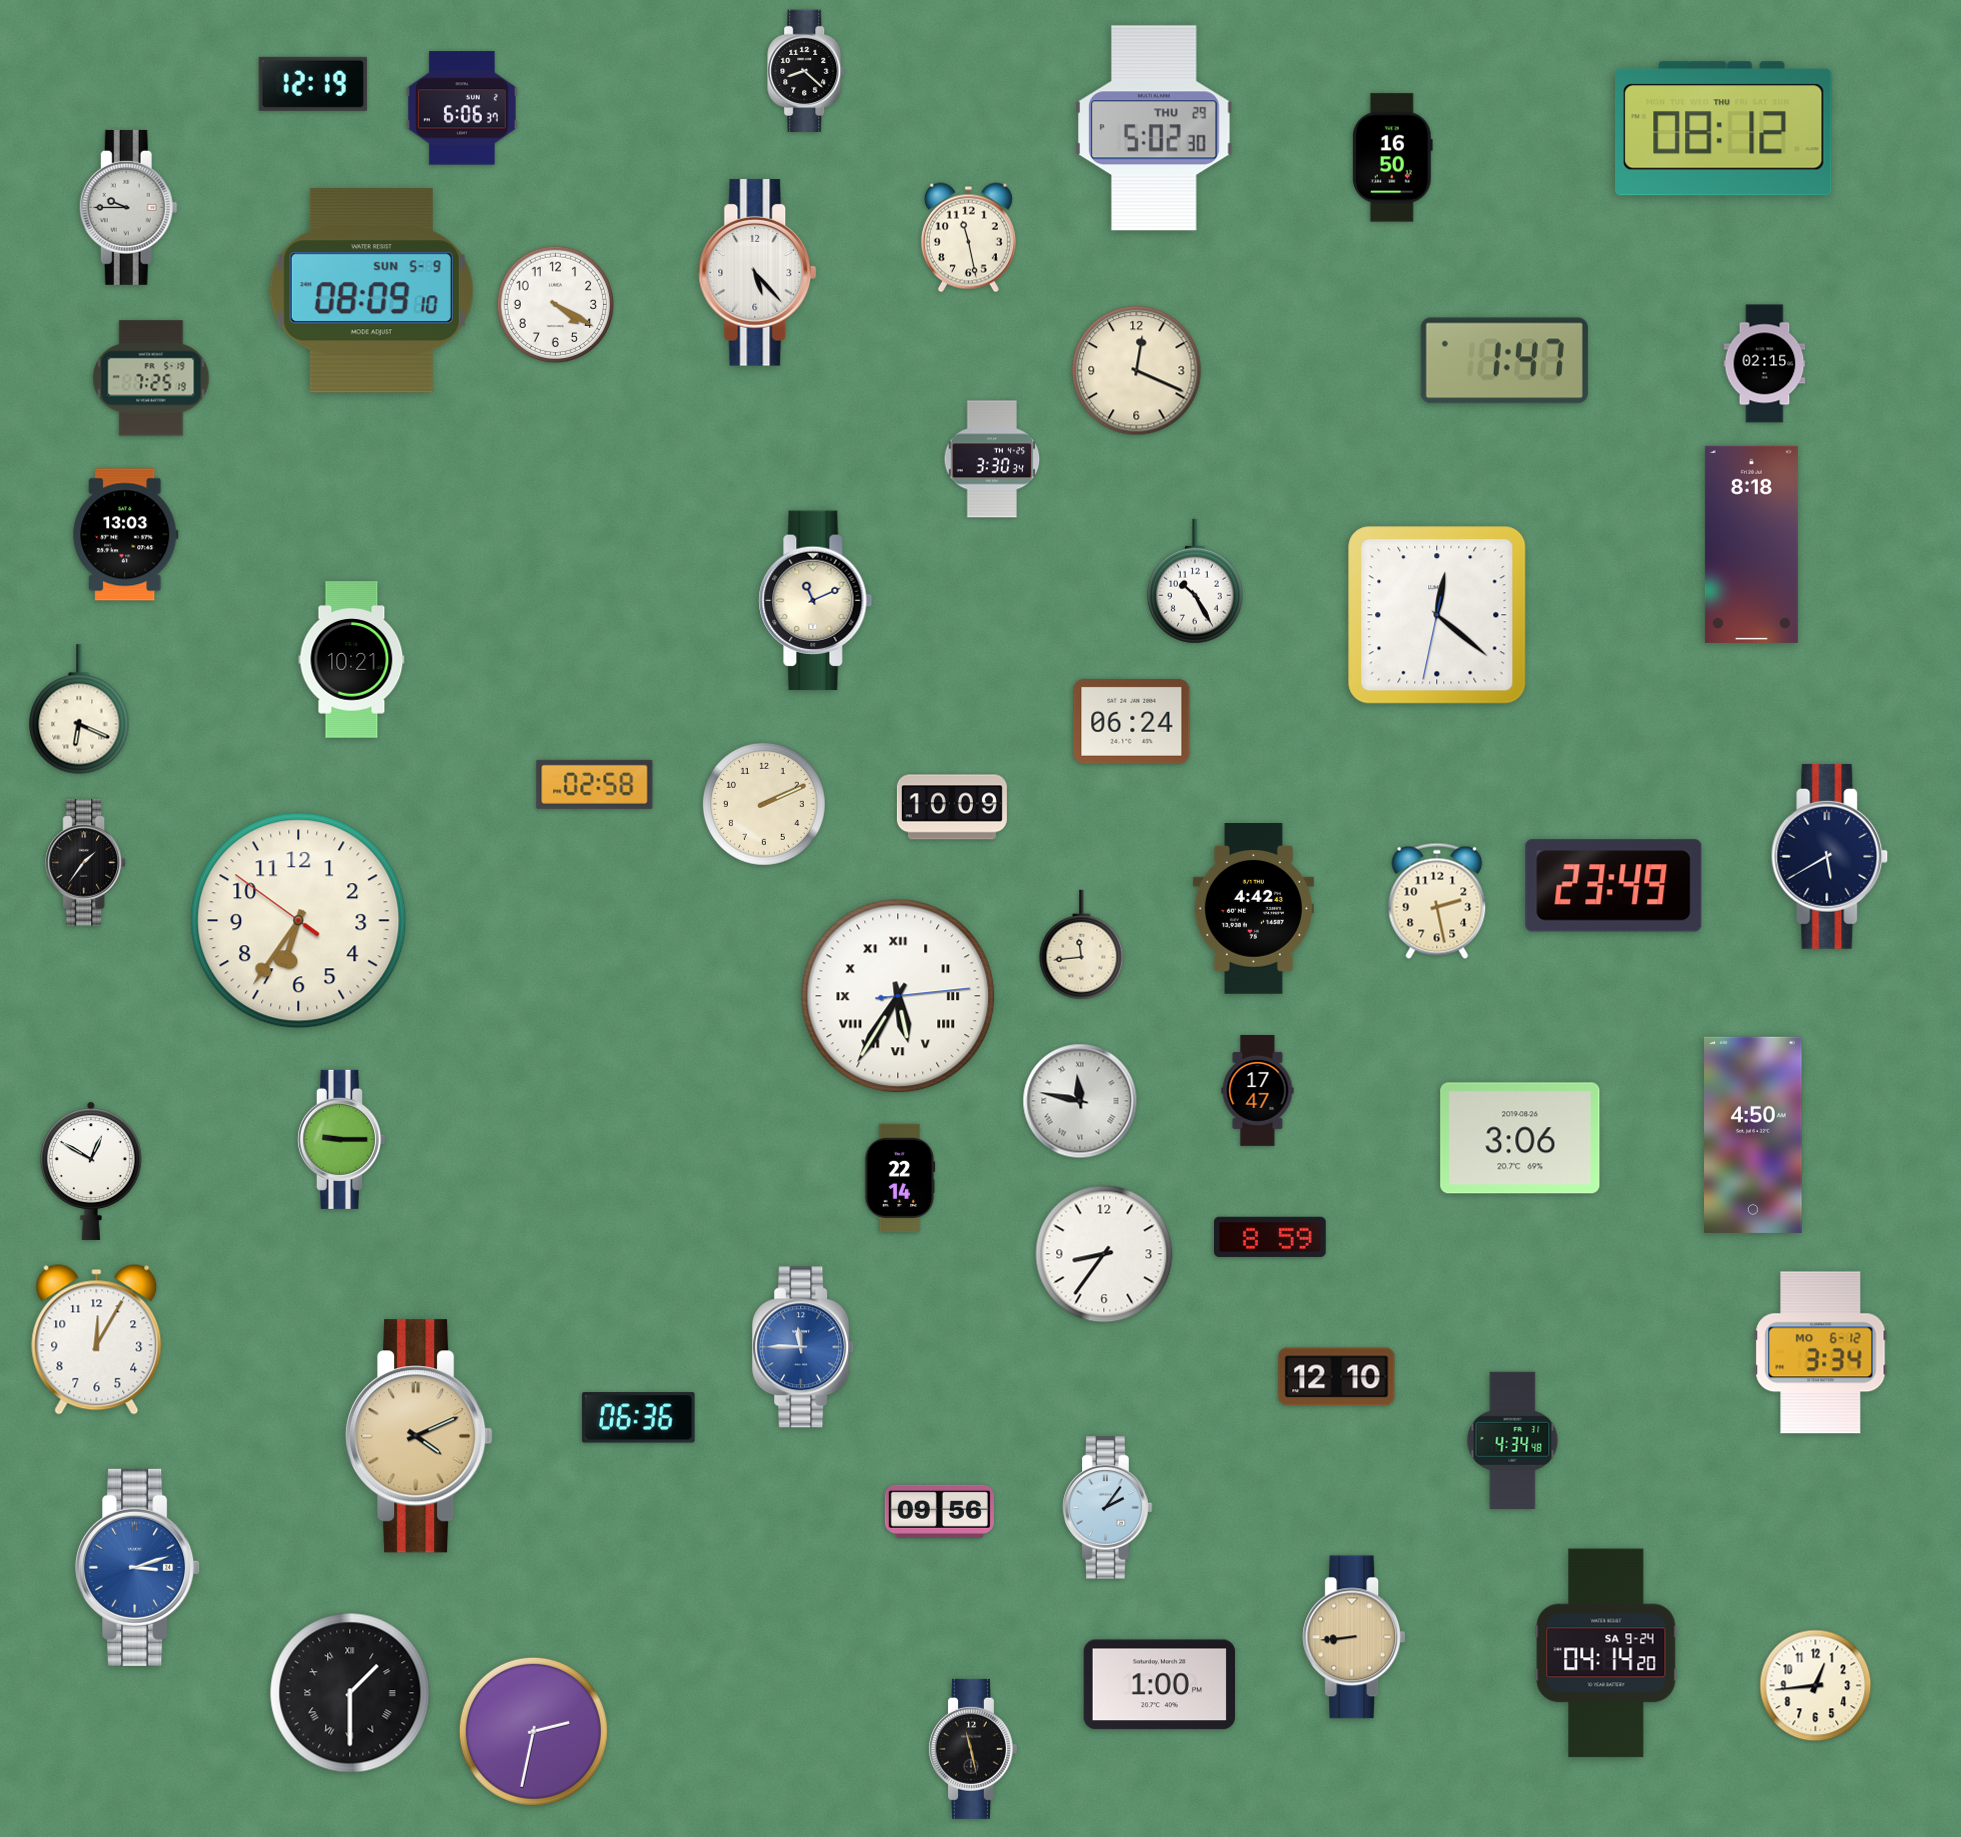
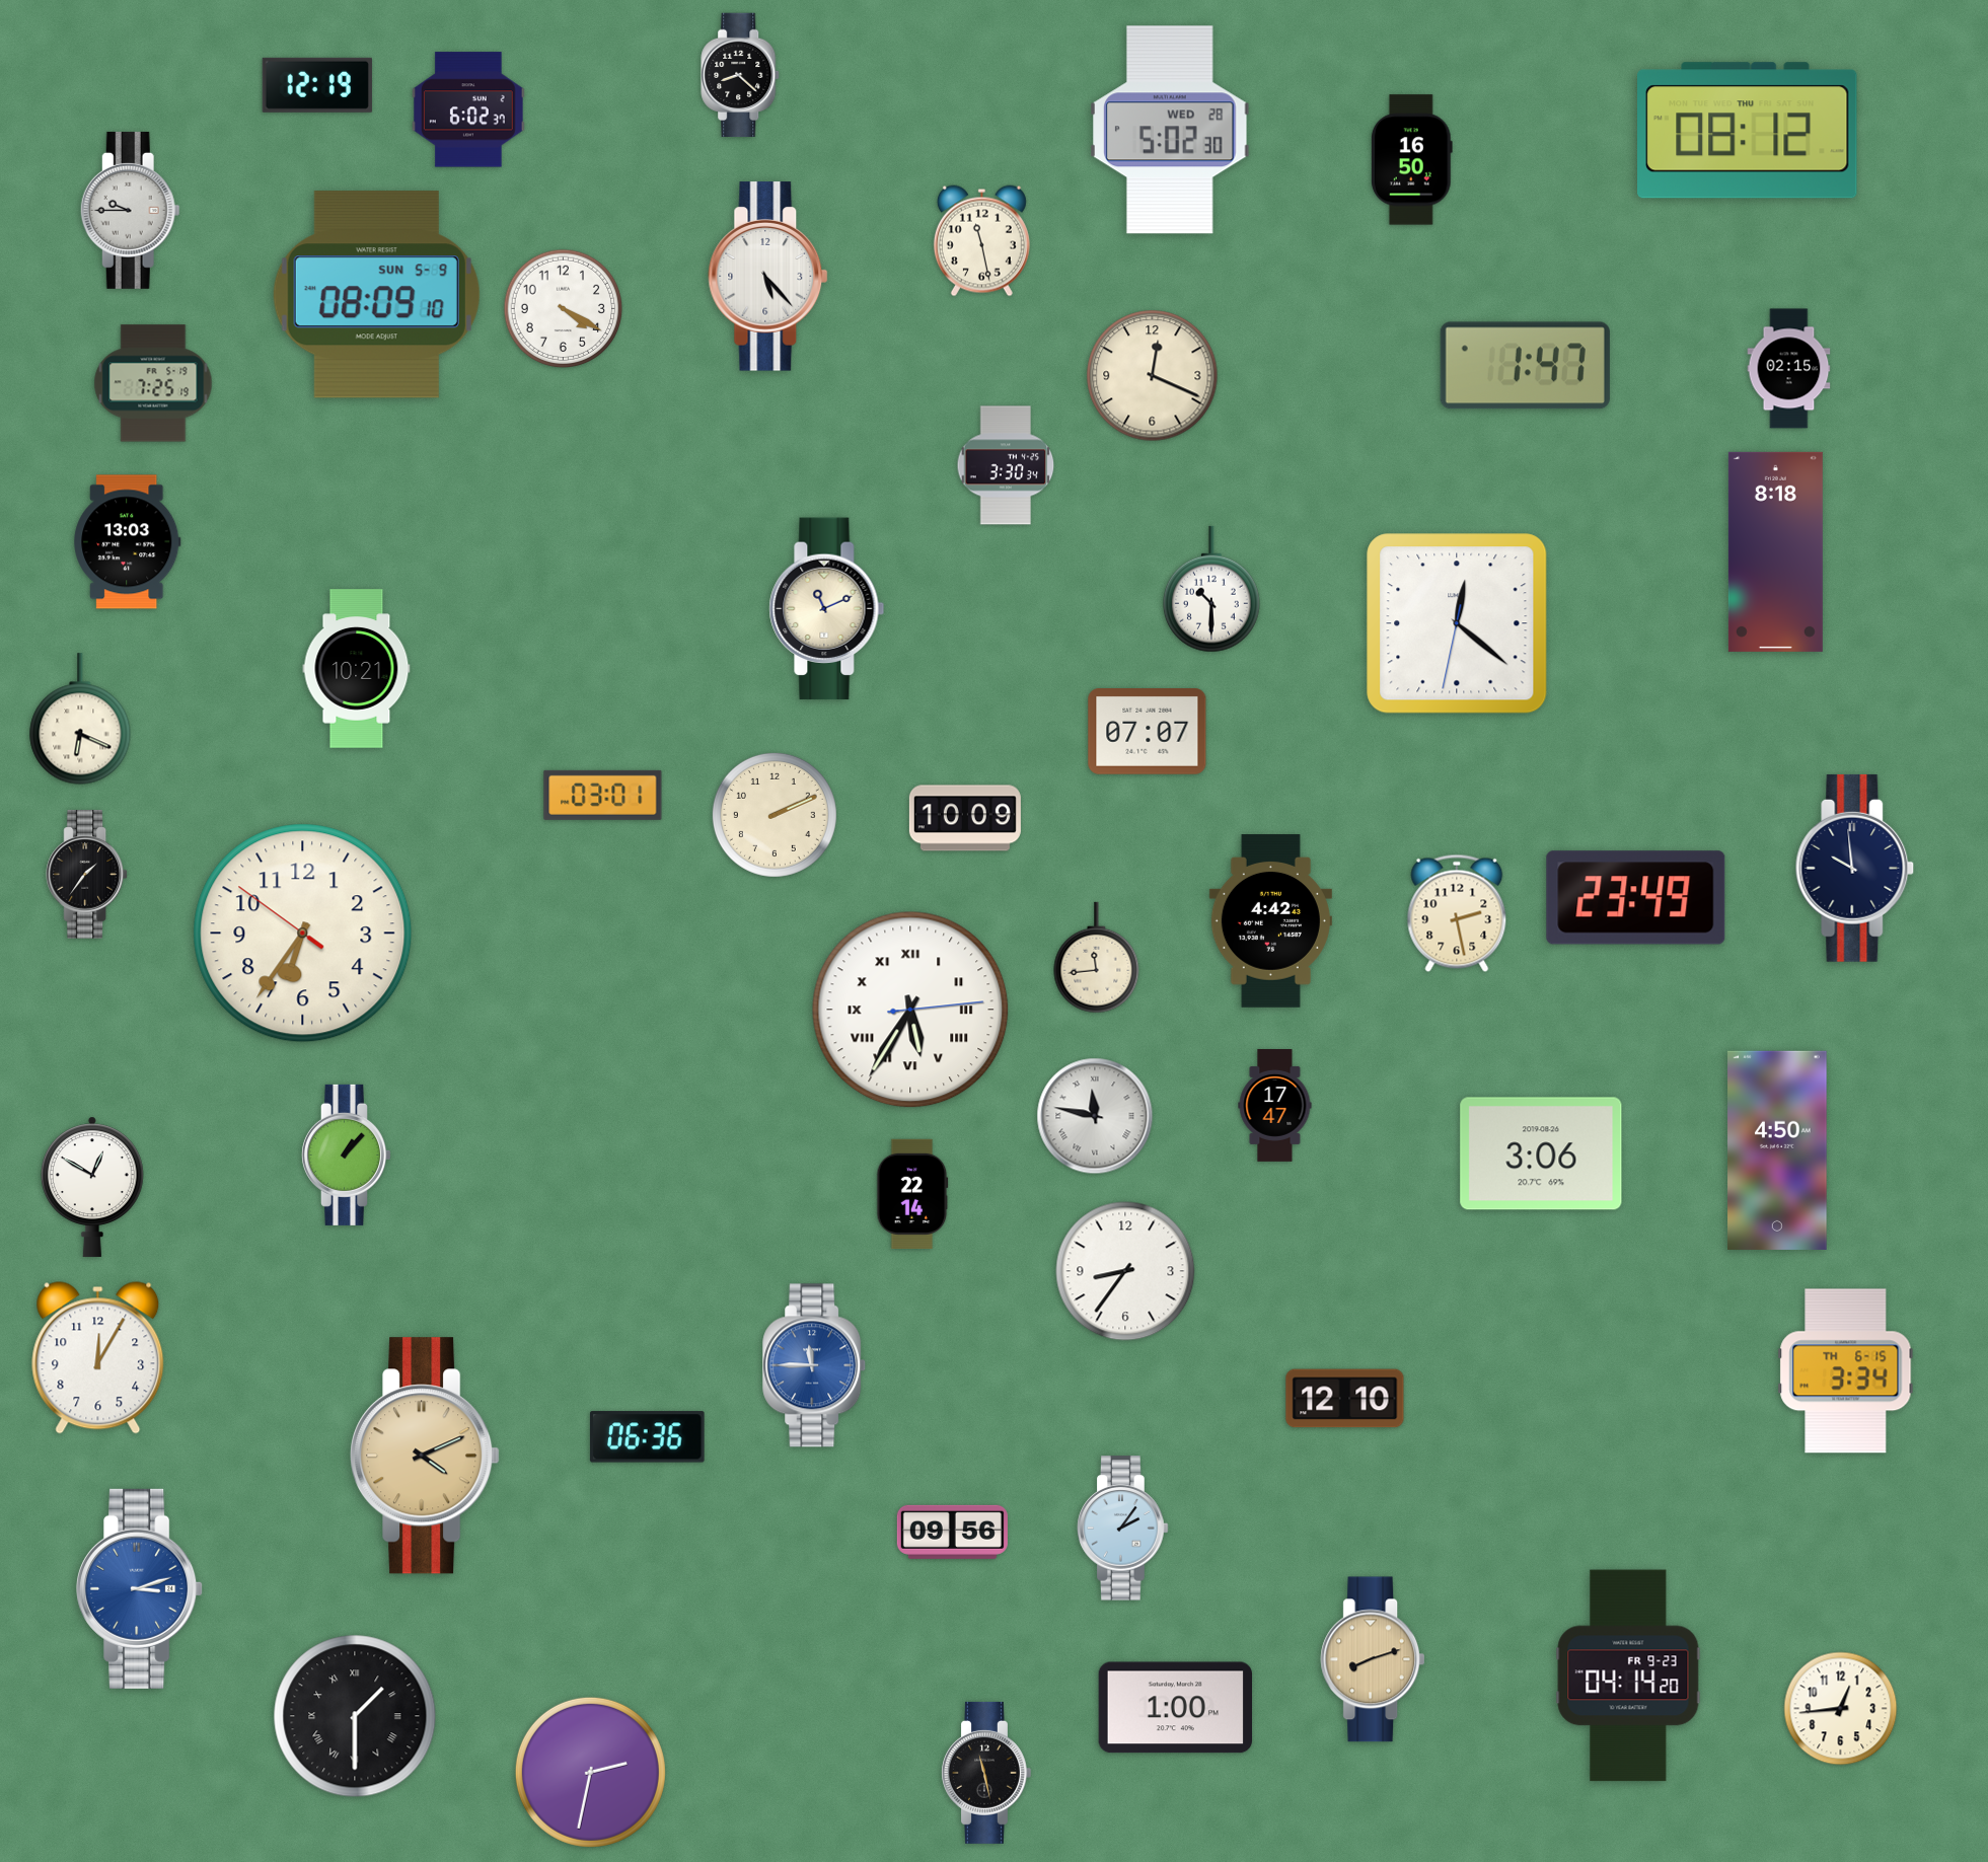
clock at (807, 71) position: (807, 71) -> (741, 75)
clock at (462, 108): 6:06 -> 6:02
clock at (1154, 128) date: THU 29 -> WED 28
clock at (1195, 581): 10:25 -> 10:30
clock at (1132, 722): 06:24 -> 07:07
clock at (595, 784): 02:58 -> 03:01
clock at (1830, 856): 5:40 -> 9:59
clock at (341, 1139): 9:15 -> 1:07
clock at (1271, 1237): 8:59 -> none
clock at (1104, 1254) position: (1104, 1254) -> (1125, 1271)
clock at (1821, 1353) date: MO 6-12 -> TH 6-15
clock at (1337, 1377) position: (1337, 1377) -> (1345, 1399)
clock at (1513, 1441): 4:34 -> none
clock at (1354, 1637): 8:44 -> 8:12
clock at (1606, 1653) date: SA 9-24 -> FR 9-23
clock at (533, 1731) position: (533, 1731) -> (590, 1772)
